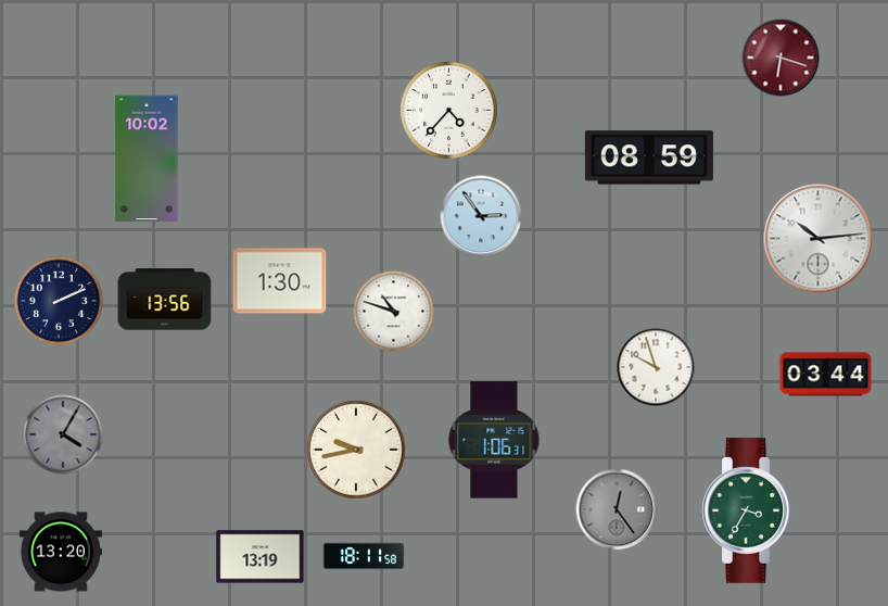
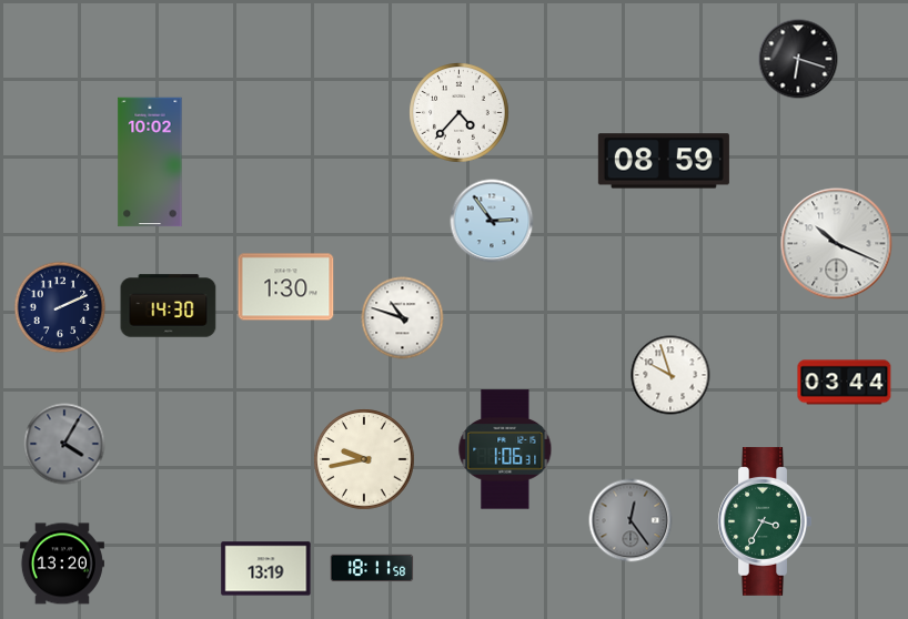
clock at (781, 58) dial: burgundy -> black
clock at (819, 239): 10:14 -> 10:19
clock at (165, 300): 13:56 -> 14:30
